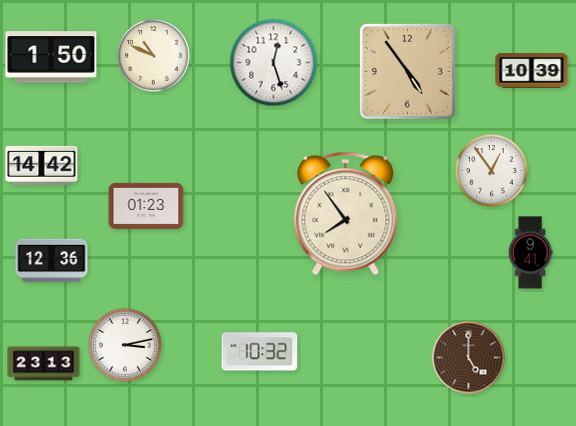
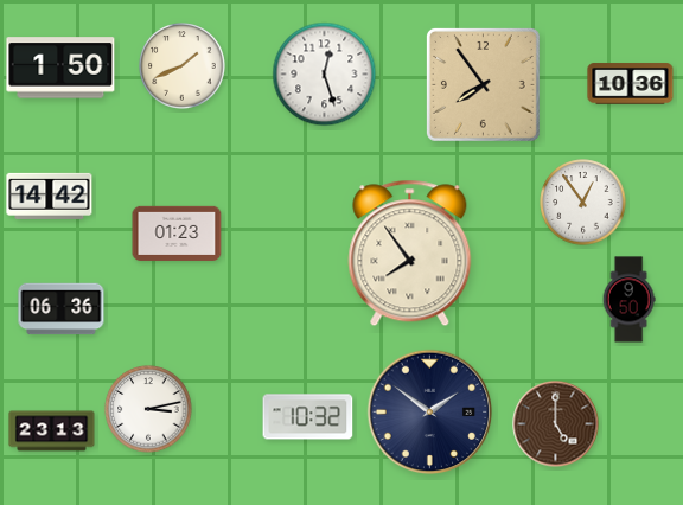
clock at (154, 56): 10:49 -> 1:41
clock at (407, 71): 4:54 -> 7:54
clock at (532, 71): 10:39 -> 10:36
clock at (146, 206) position: (146, 206) -> (177, 234)
clock at (530, 253): 9:41 -> 9:50
clock at (52, 261): 12:36 -> 06:36
clock at (430, 413): none -> 1:51
